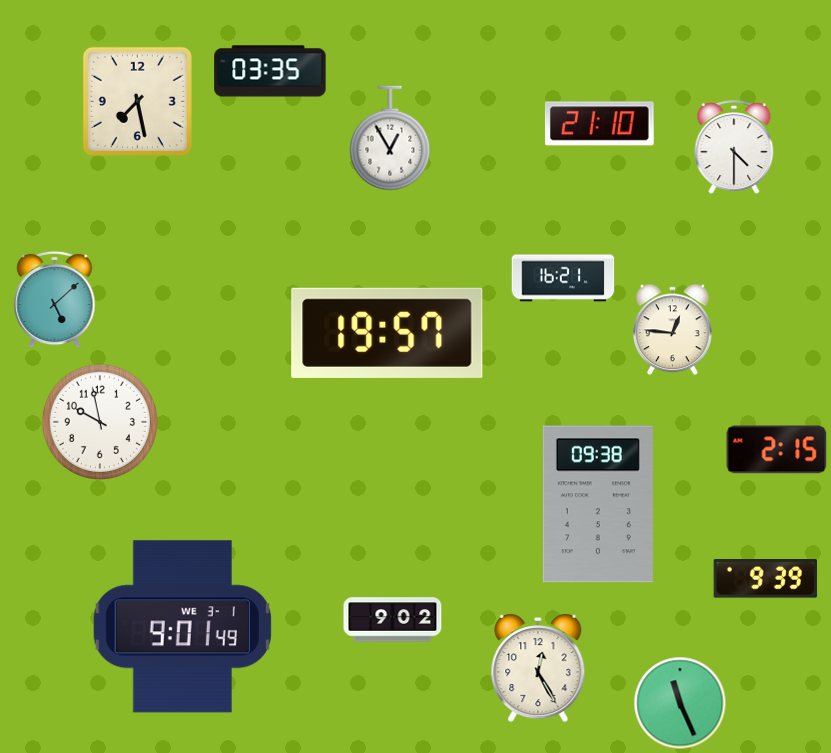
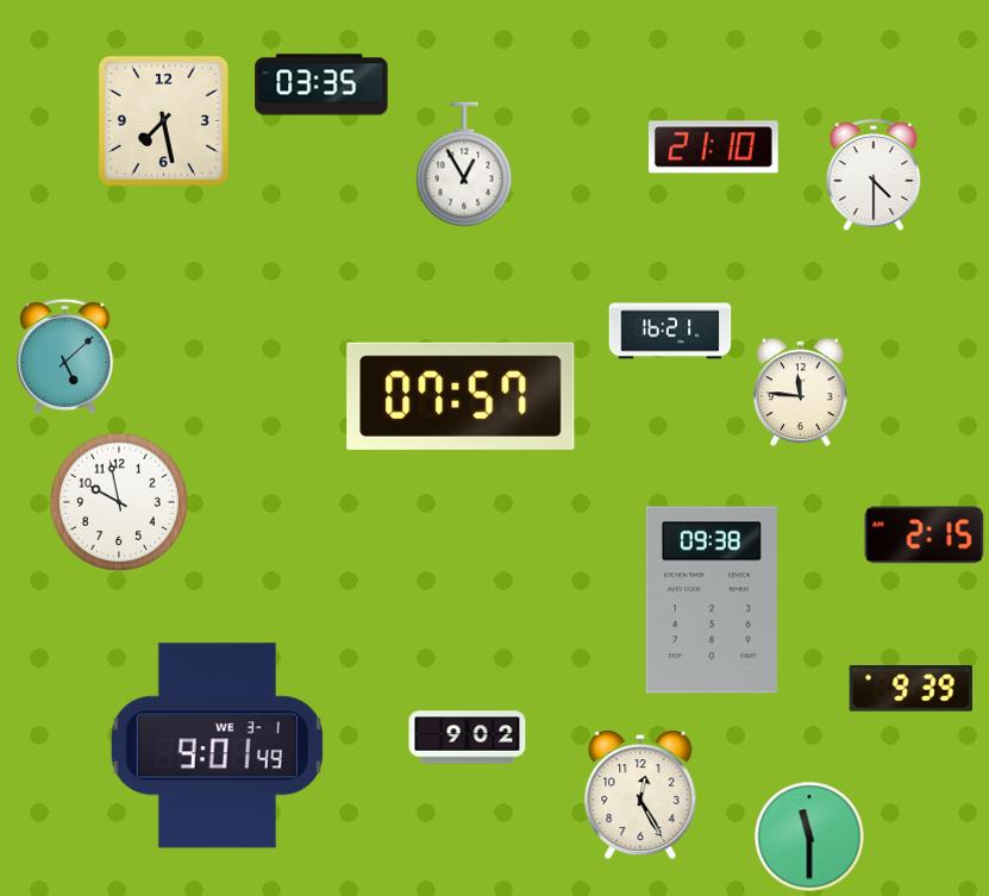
clock at (673, 330): 12:46 -> 11:46
clock at (387, 333): 19:57 -> 07:57
clock at (680, 703): 11:26 -> 11:30
